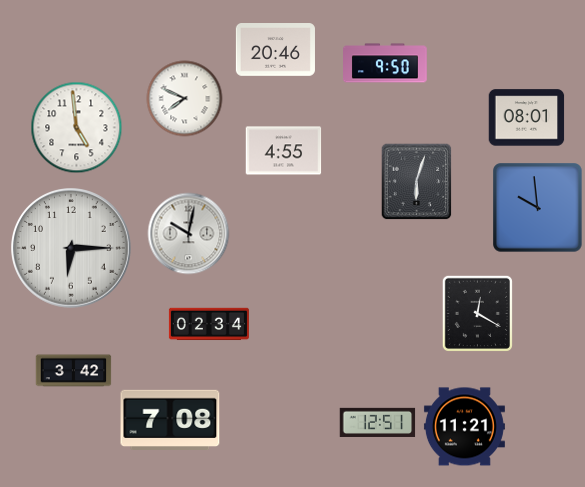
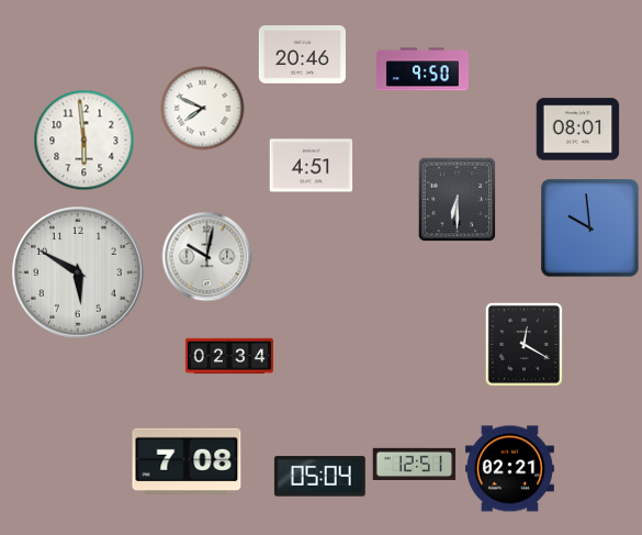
clock at (77, 128): 4:59 -> 5:59
clock at (284, 151): 4:55 -> 4:51
clock at (417, 182): 6:03 -> 6:30
clock at (72, 249): 6:15 -> 5:50
clock at (74, 371): 3:42 -> none
clock at (464, 427): 11:21 -> 02:21
clock at (319, 477): none -> 05:04
